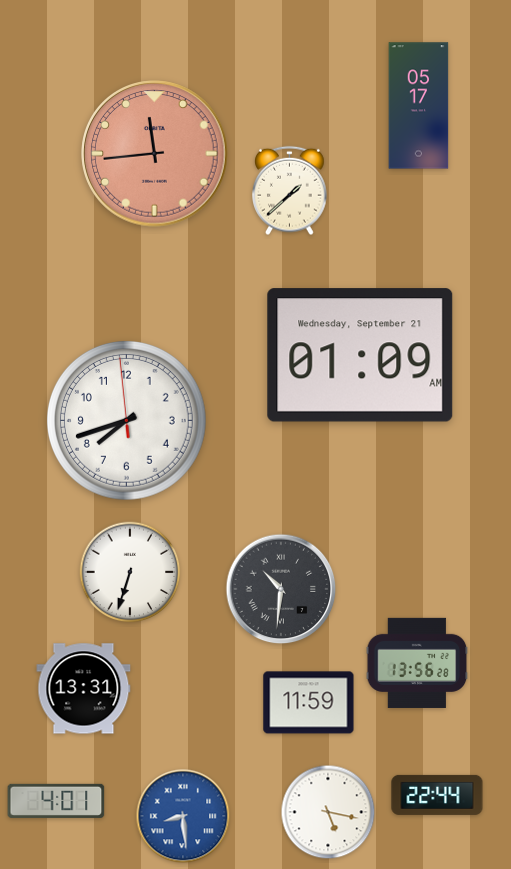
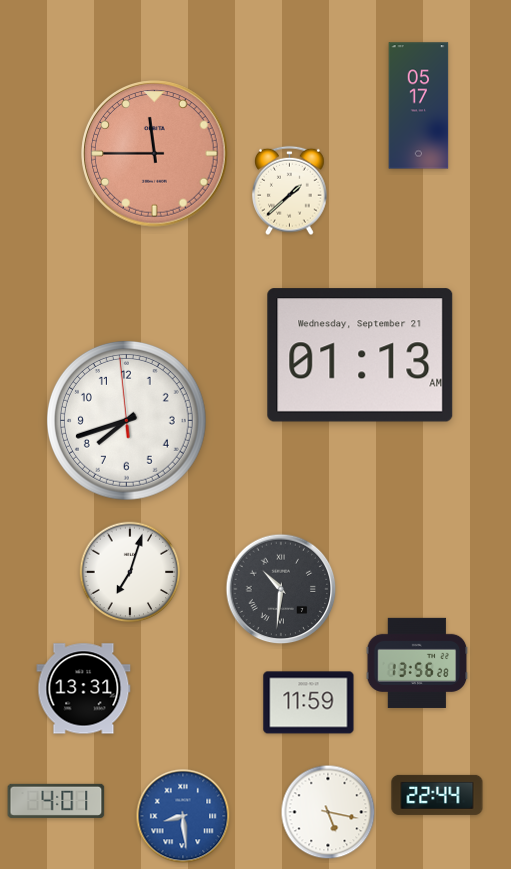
clock at (155, 154): 11:44 -> 11:45
clock at (360, 355): 01:09 -> 01:13
clock at (130, 572): 6:33 -> 7:03
